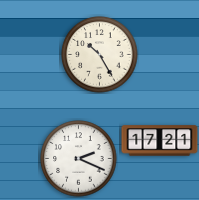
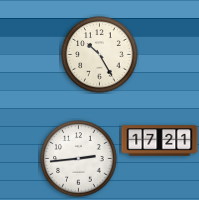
clock at (79, 159): 2:19 -> 2:44
